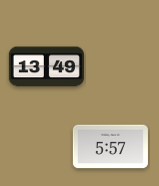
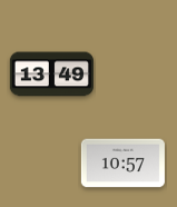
clock at (110, 147): 5:57 -> 10:57
